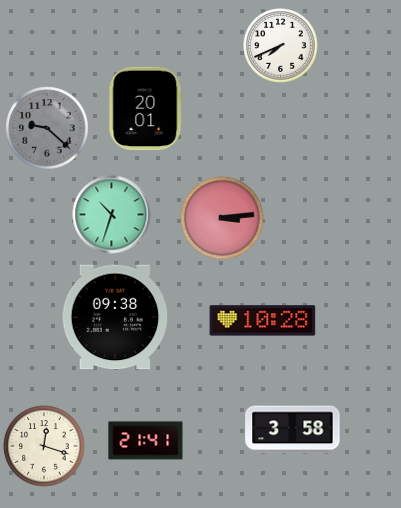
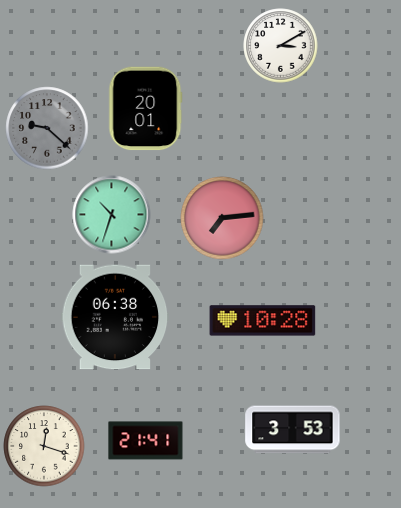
clock at (281, 46): 7:41 -> 3:10
clock at (222, 218): 3:14 -> 7:14
clock at (115, 317): 09:38 -> 06:38
clock at (293, 430): 3:58 -> 3:53
